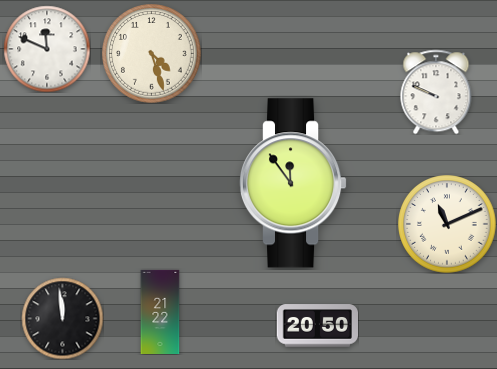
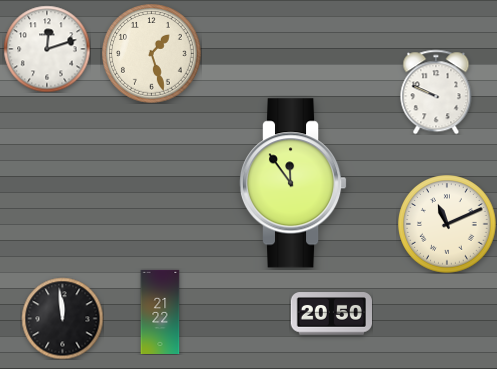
clock at (47, 49): 11:49 -> 12:12
clock at (152, 54): 4:27 -> 1:27
clock at (317, 326) position: (317, 326) -> (331, 314)
